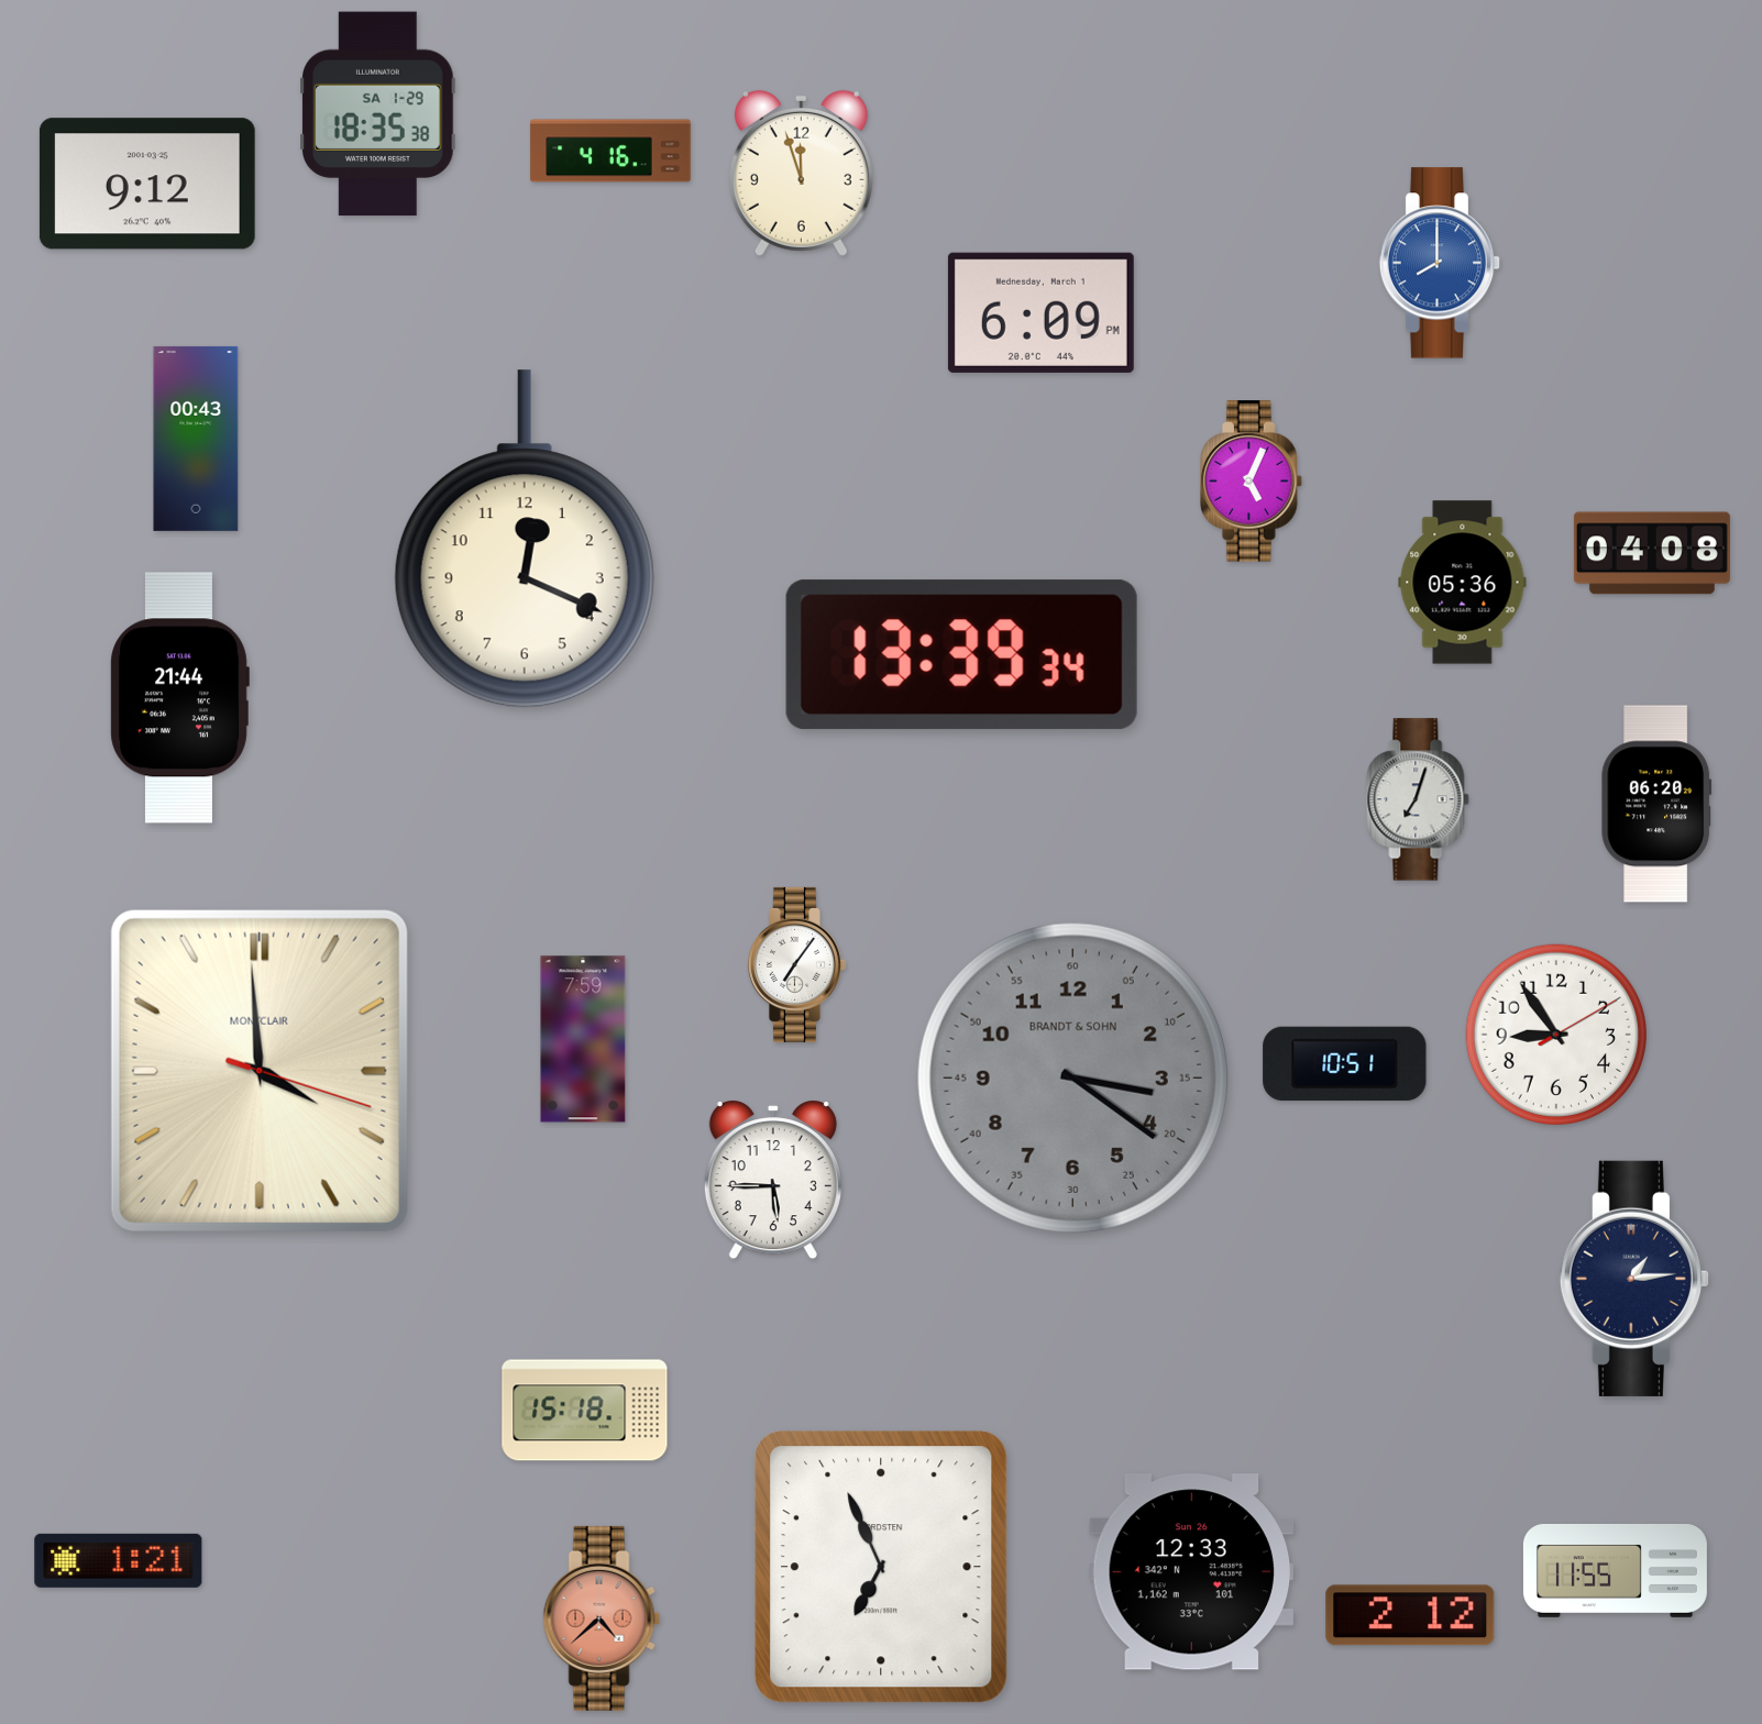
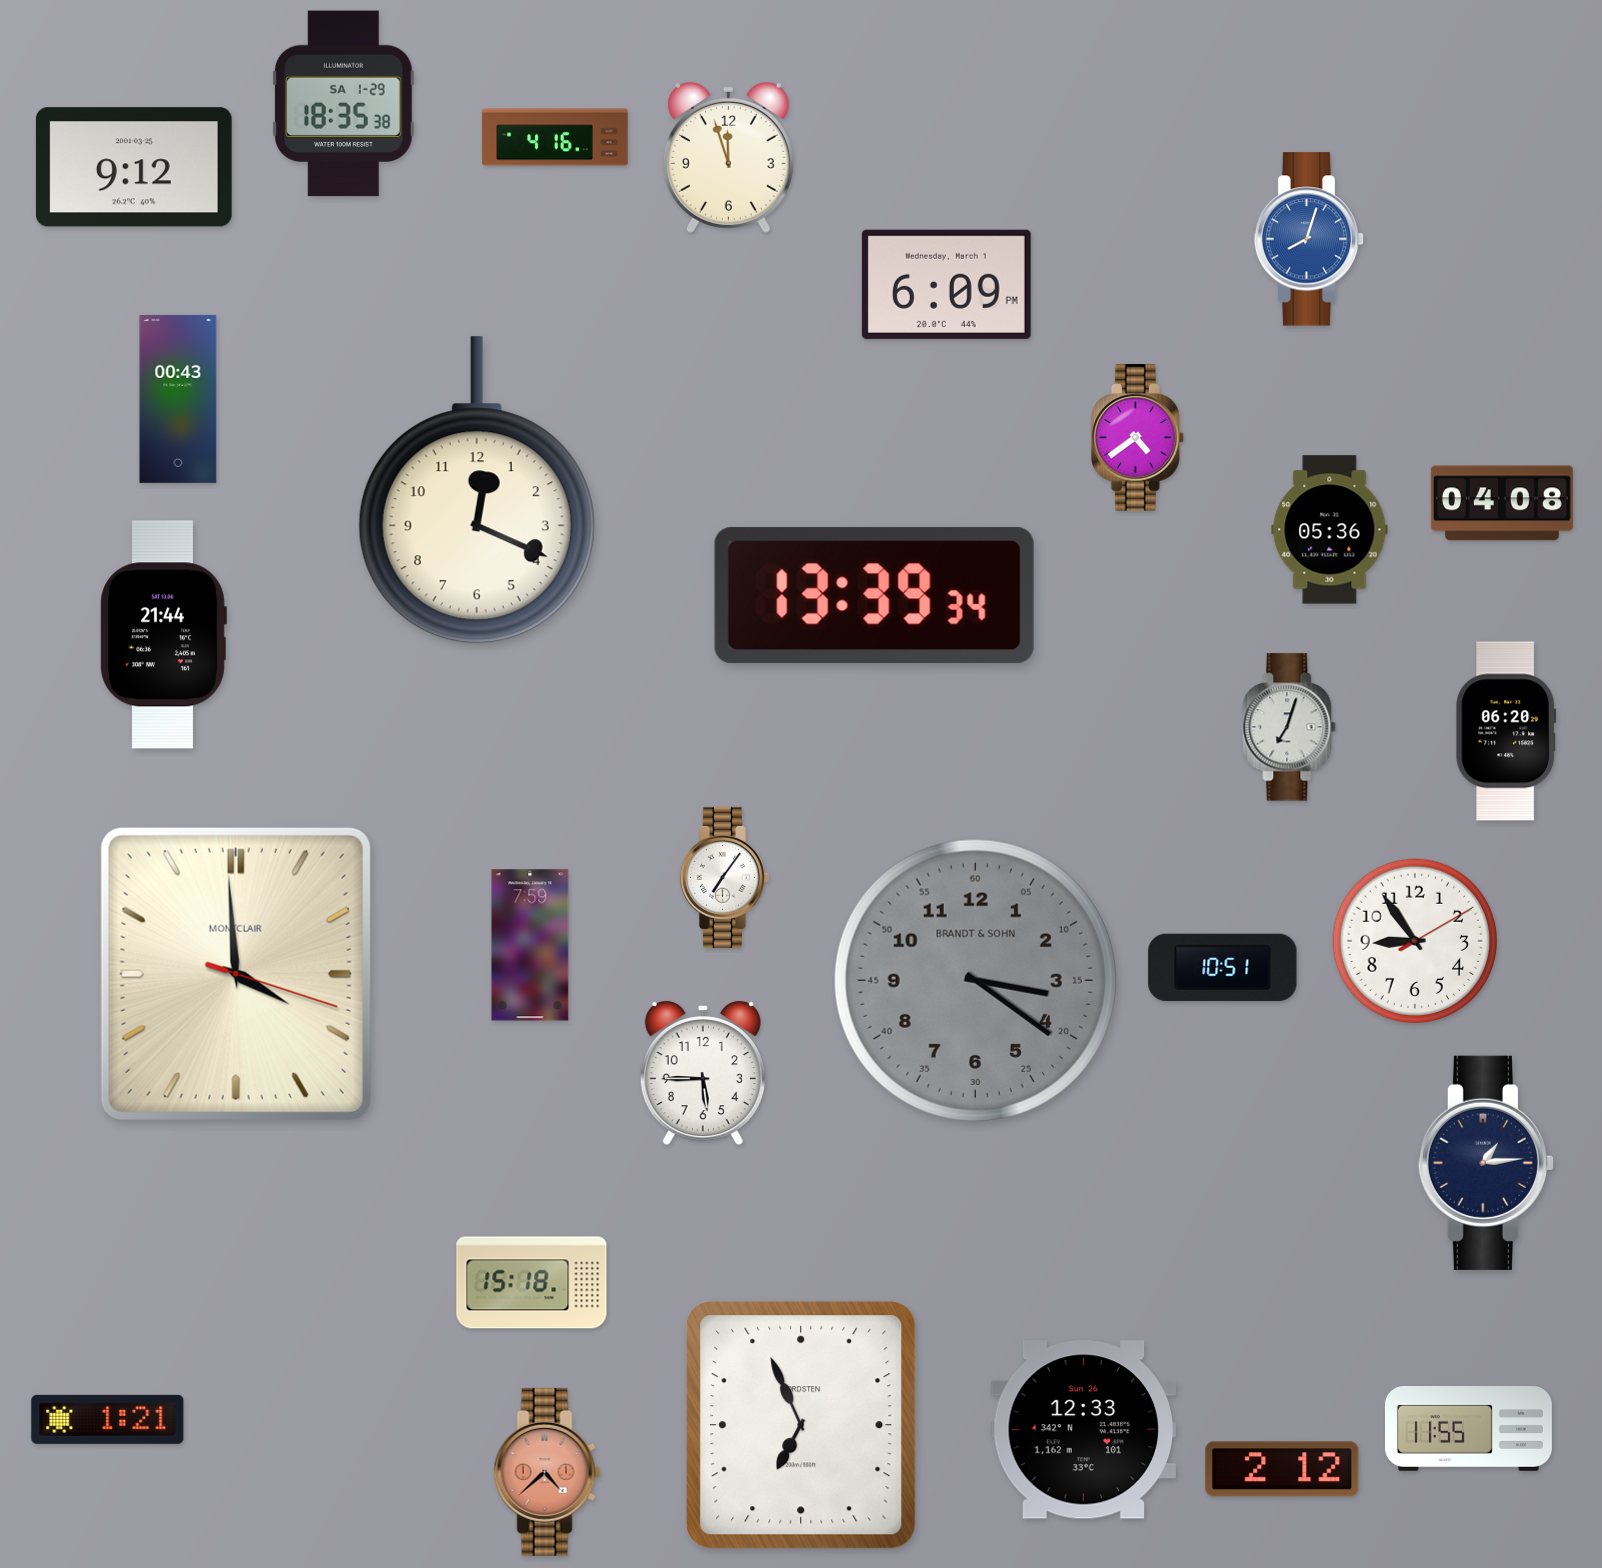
clock at (1440, 263): 8:00 -> 8:03
clock at (1252, 482): 5:04 -> 4:39
